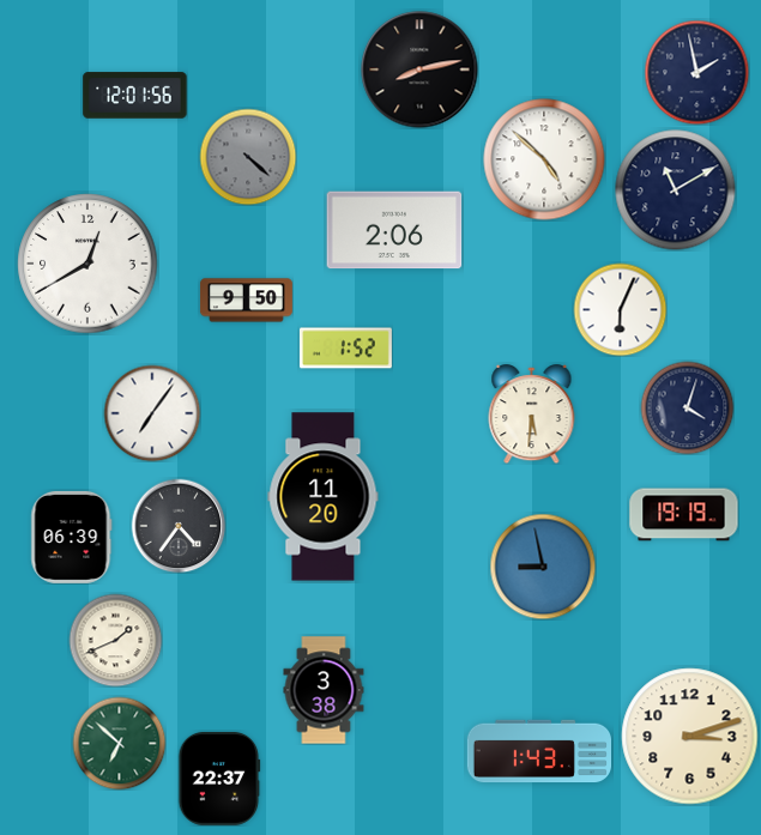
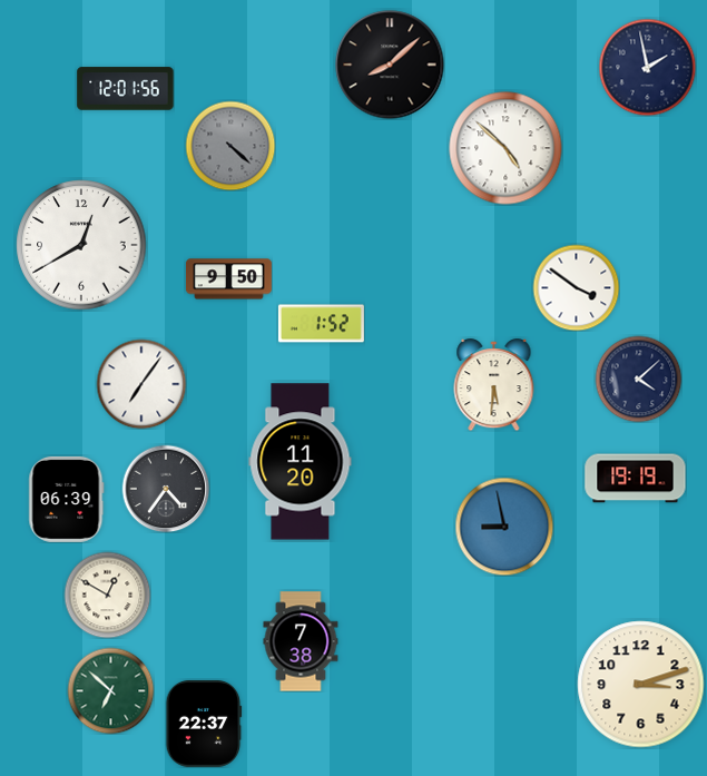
clock at (419, 69): 8:13 -> 8:08
clock at (676, 190): 11:10 -> none
clock at (394, 230): 2:06 -> none
clock at (620, 309): 6:04 -> 3:51
clock at (687, 407): 4:03 -> 4:08
clock at (115, 640): 1:41 -> 12:50
clock at (324, 690): 3:38 -> 7:38
clock at (538, 751): 1:43 -> none
